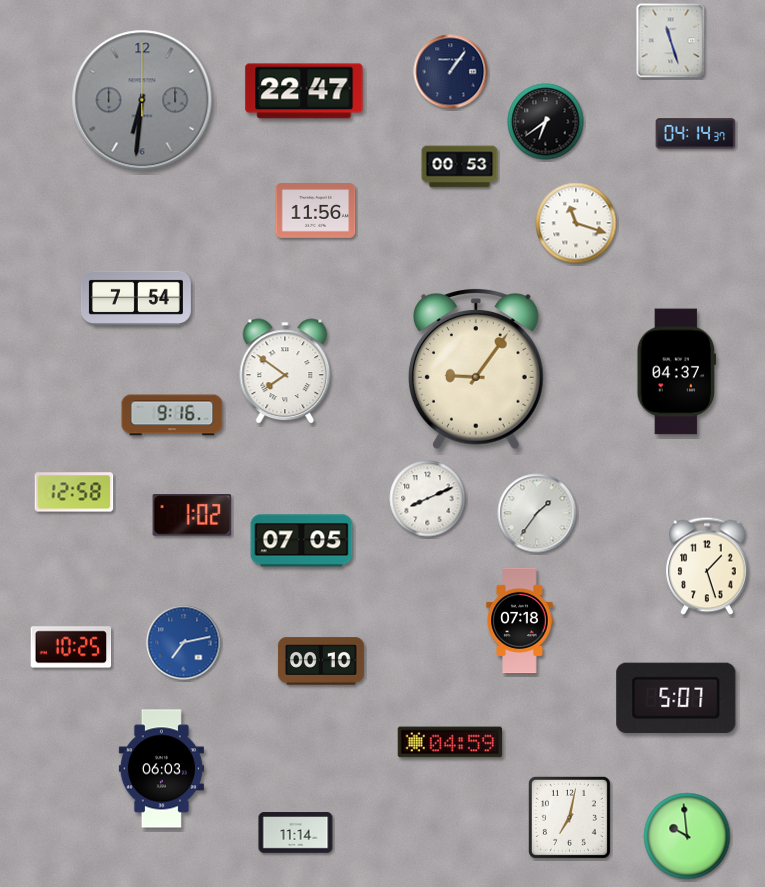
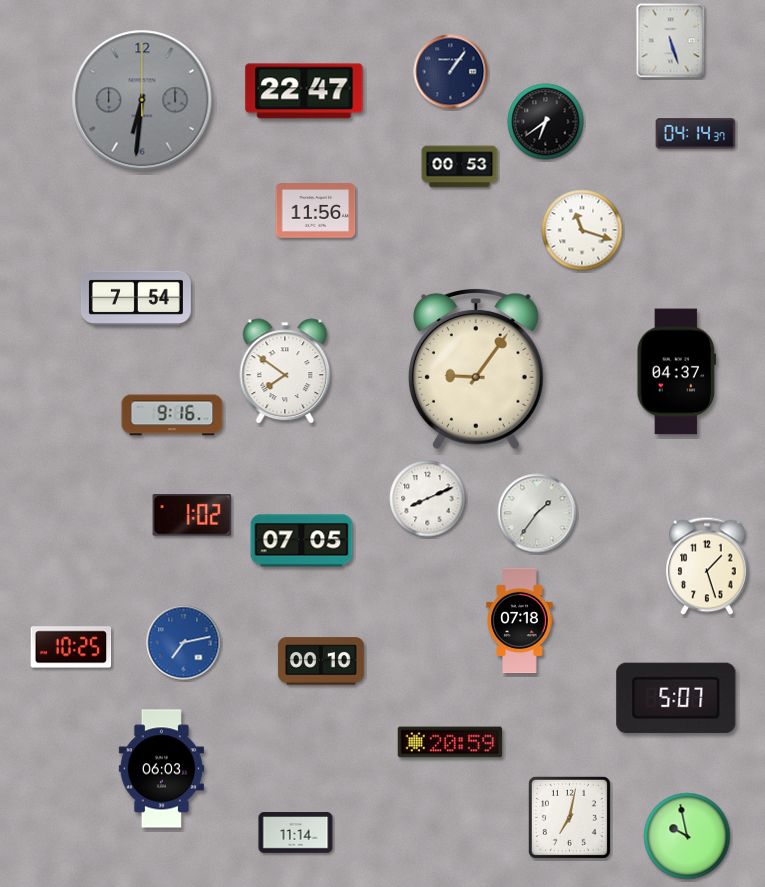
clock at (671, 41): 11:27 -> 5:27
clock at (576, 223) position: (576, 223) -> (582, 230)
clock at (74, 492): 12:58 -> none
clock at (450, 742): 04:59 -> 20:59
clock at (687, 836): 9:59 -> 9:58
